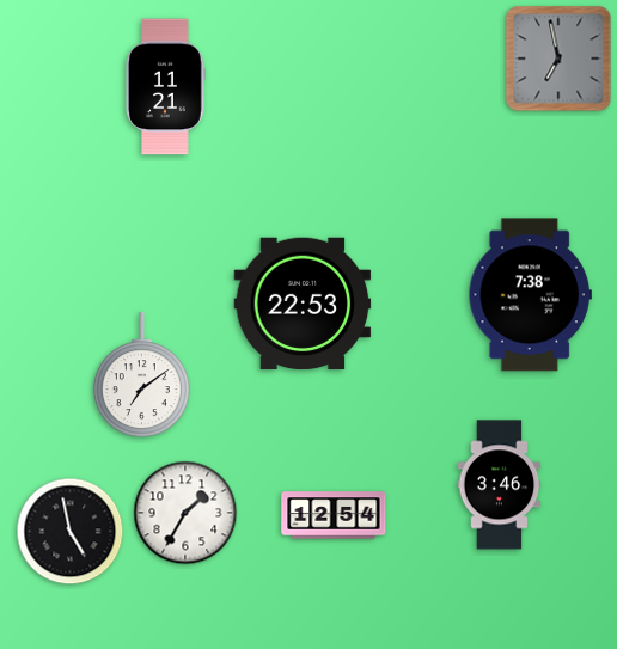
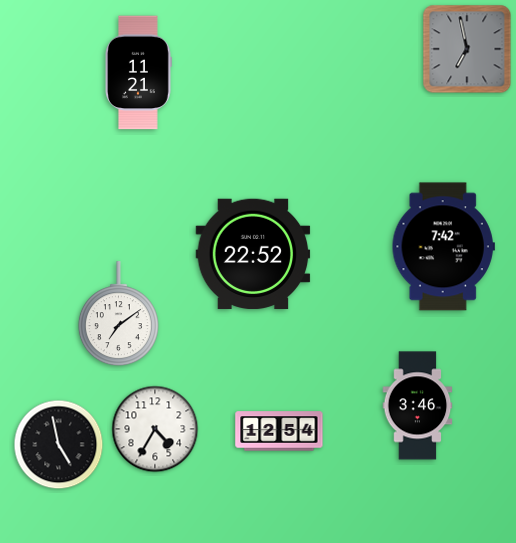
clock at (530, 295): 7:38 -> 7:42
clock at (303, 304): 22:53 -> 22:52
clock at (185, 513): 1:35 -> 4:35
